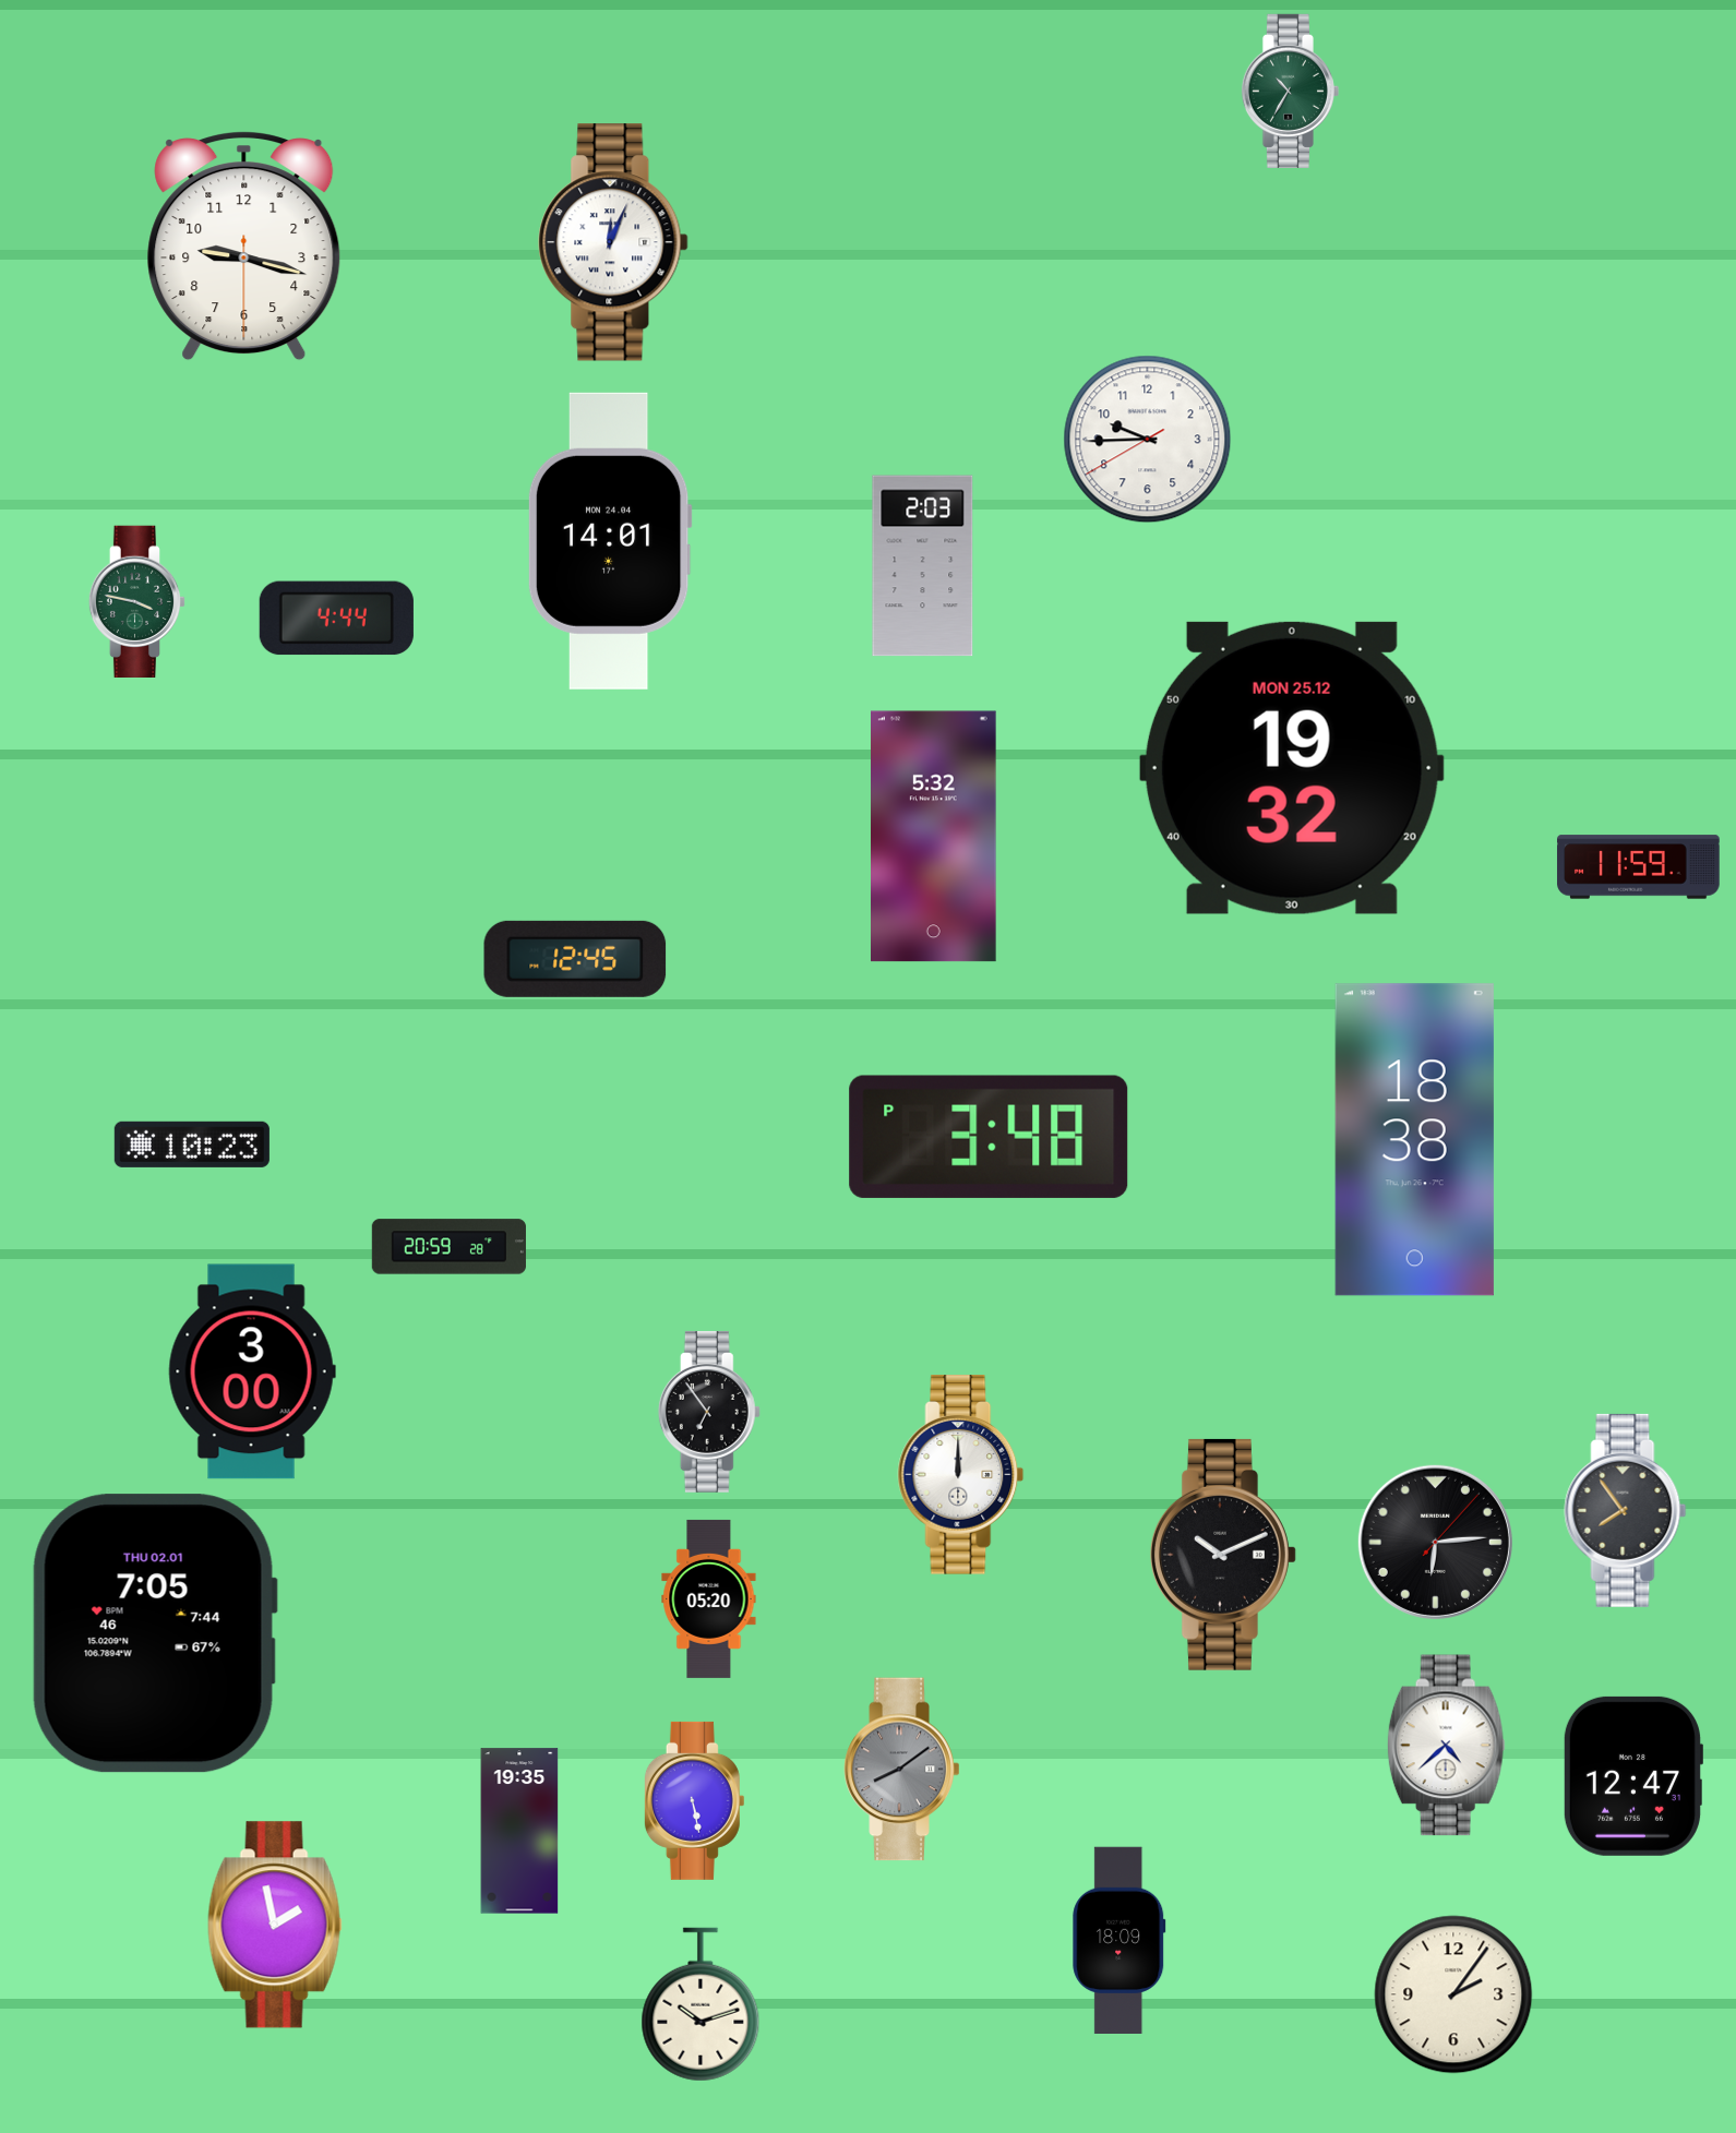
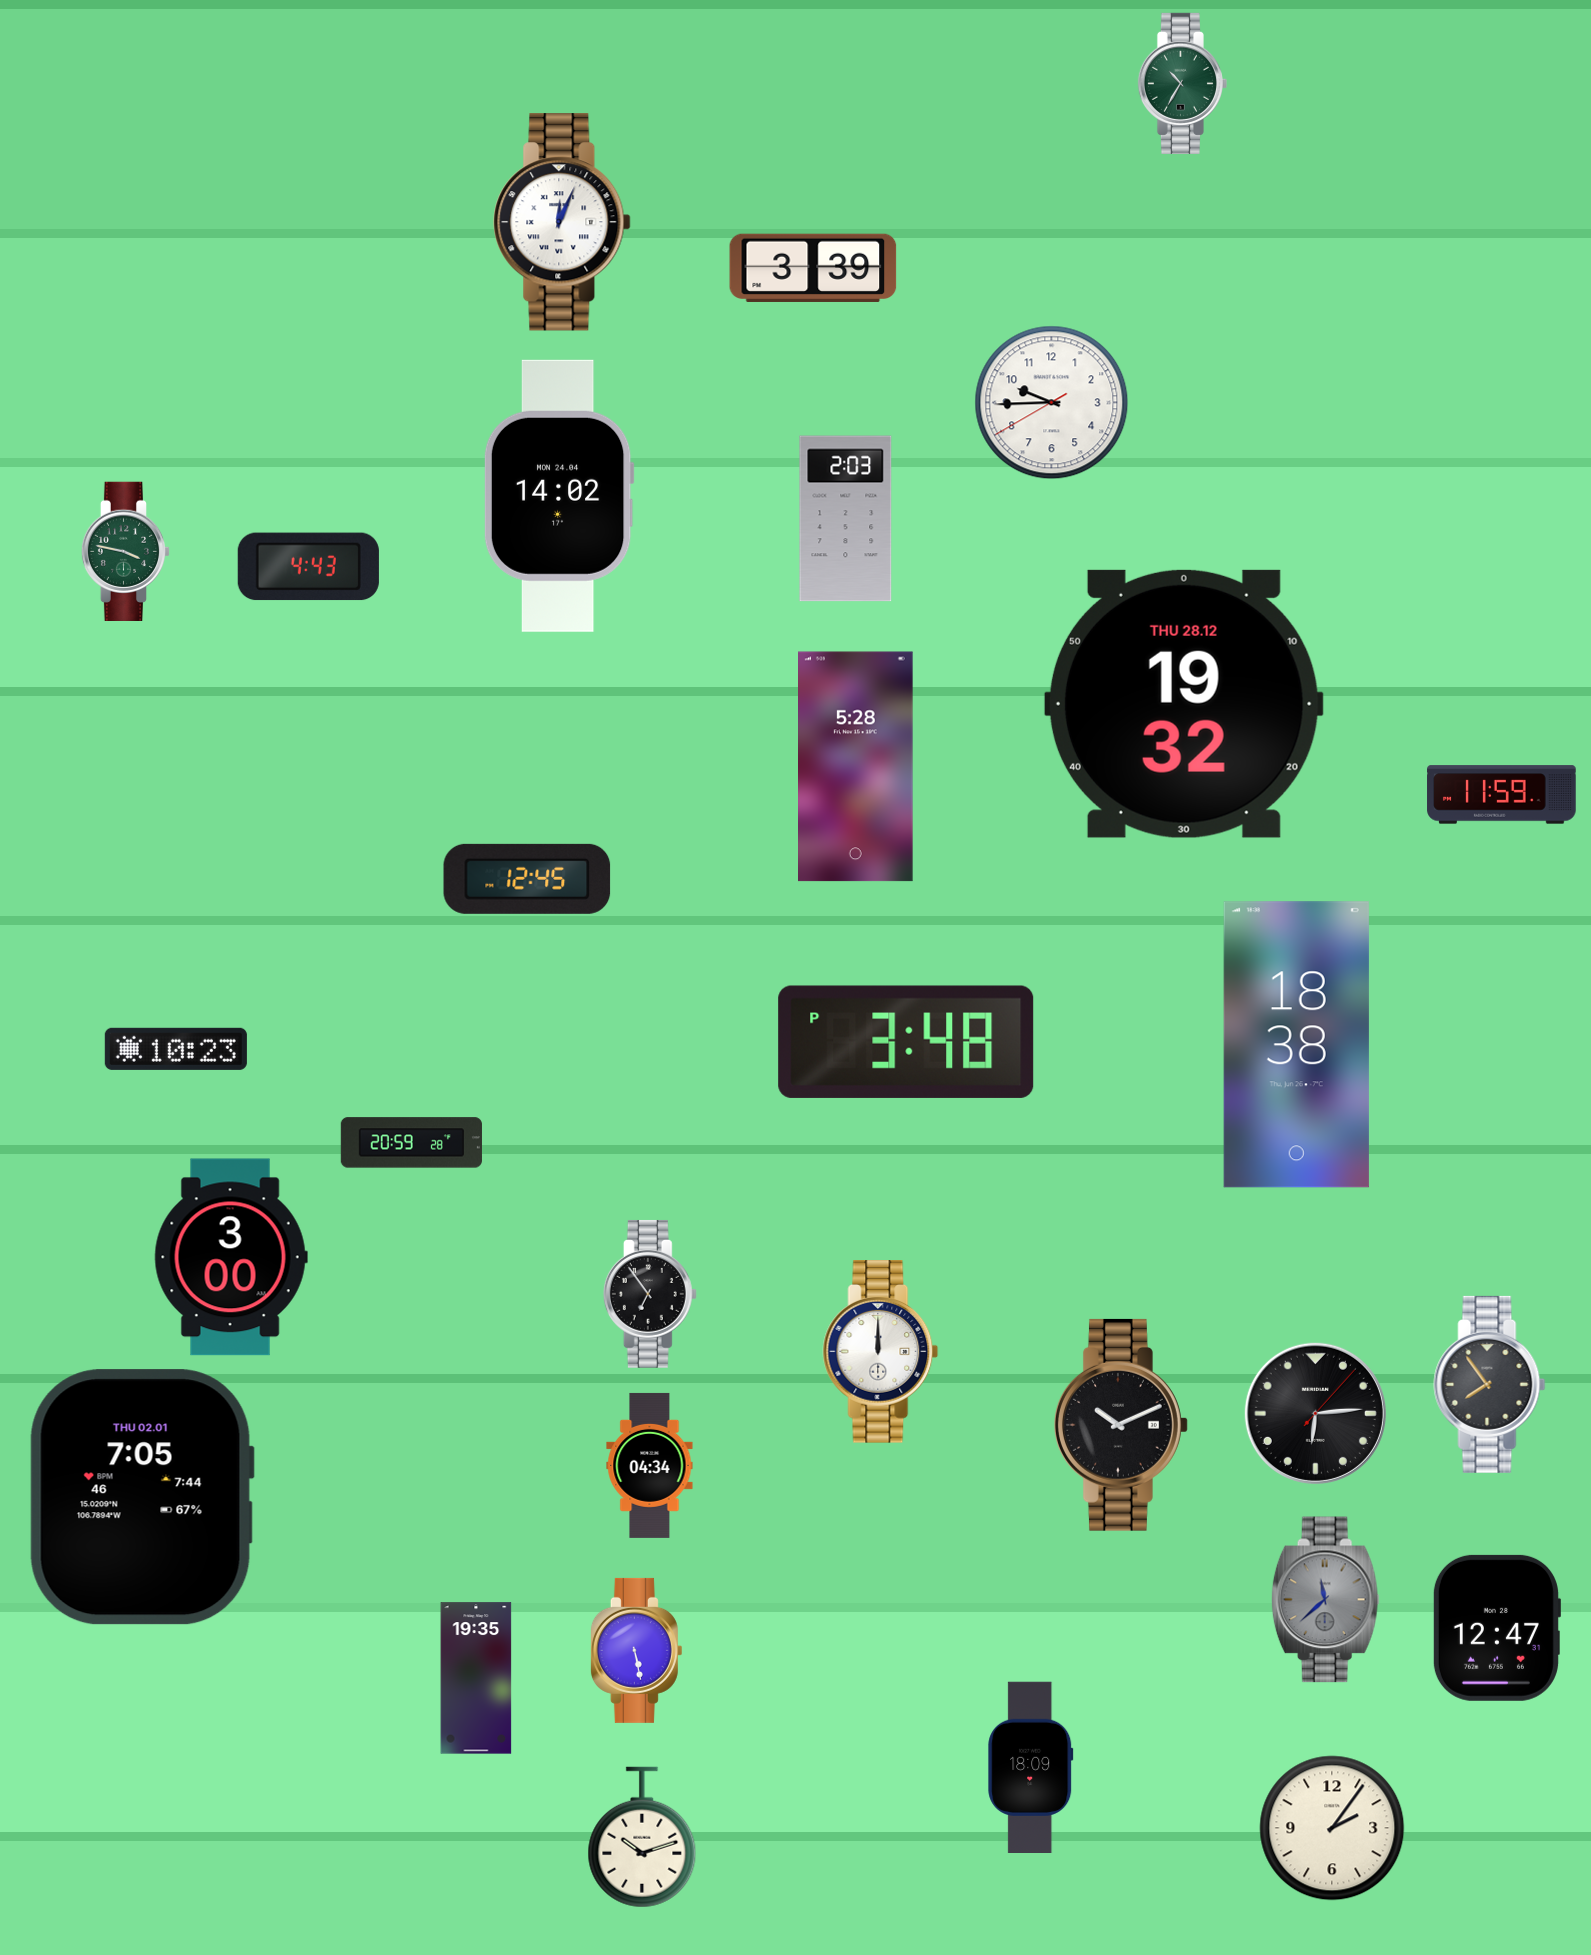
clock at (244, 247): 9:17 -> none
clock at (813, 267): none -> 3:39
clock at (610, 541): 14:01 -> 14:02
clock at (336, 619): 4:44 -> 4:43
clock at (1292, 768) date: MON 25.12 -> THU 28.12
clock at (934, 837): 5:32 -> 5:28
clock at (709, 1598): 05:20 -> 04:34
clock at (1446, 1746): 4:38 -> 11:38
clock at (1446, 1746) dial: white -> grey
clock at (902, 1770): 8:09 -> none
clock at (275, 1925): 1:58 -> none
clock at (1120, 1940) position: (1120, 1940) -> (1031, 1767)
